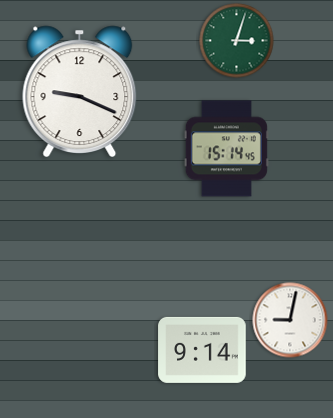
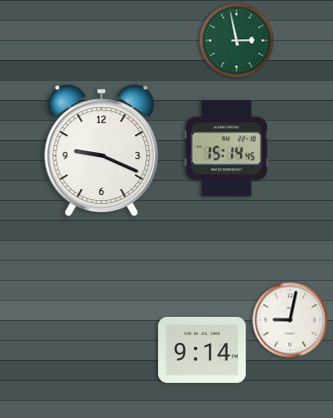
clock at (237, 41): 3:03 -> 2:58
clock at (80, 91) position: (80, 91) -> (102, 150)
